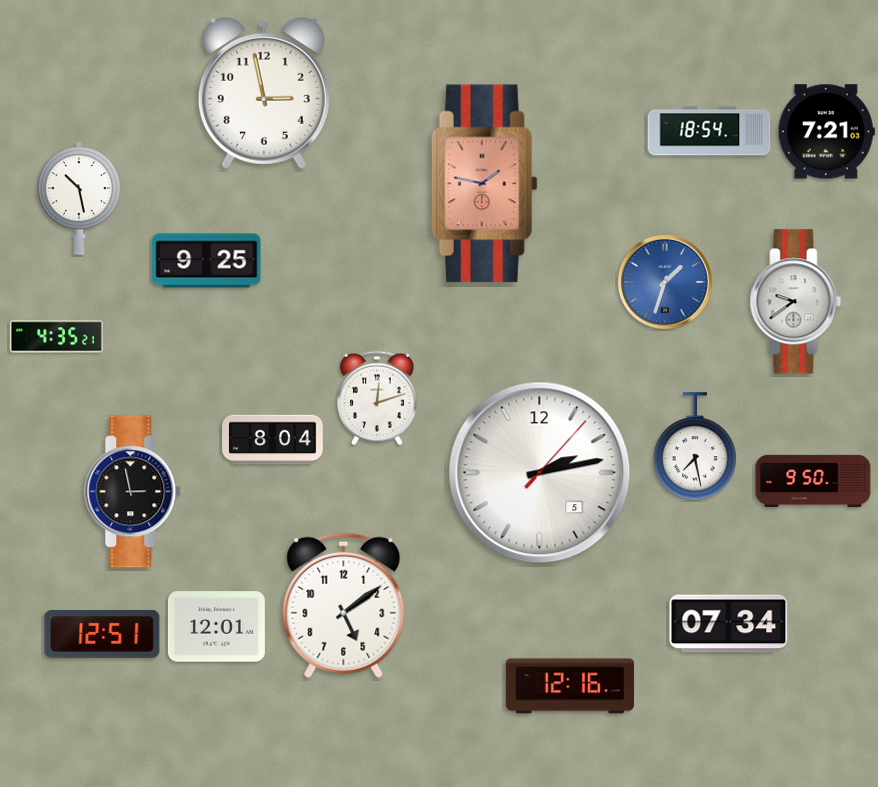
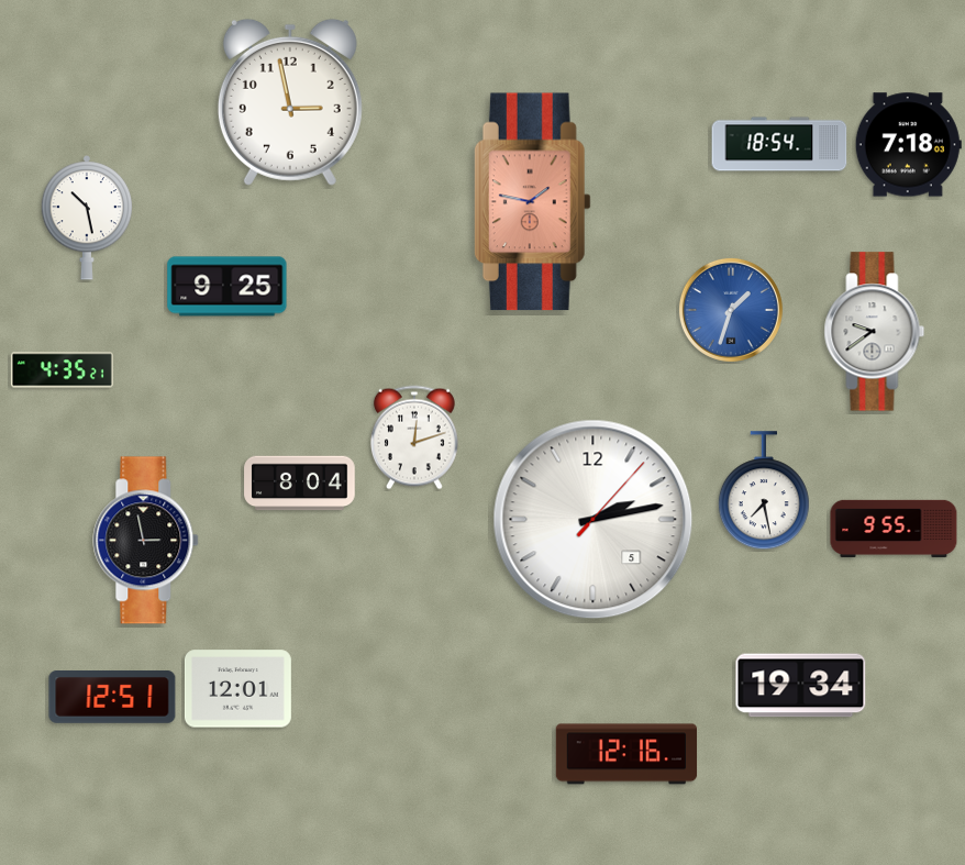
clock at (826, 132): 7:21 -> 7:18
clock at (813, 481): 9:50 -> 9:55
clock at (344, 605): 5:09 -> none
clock at (729, 624): 07:34 -> 19:34
